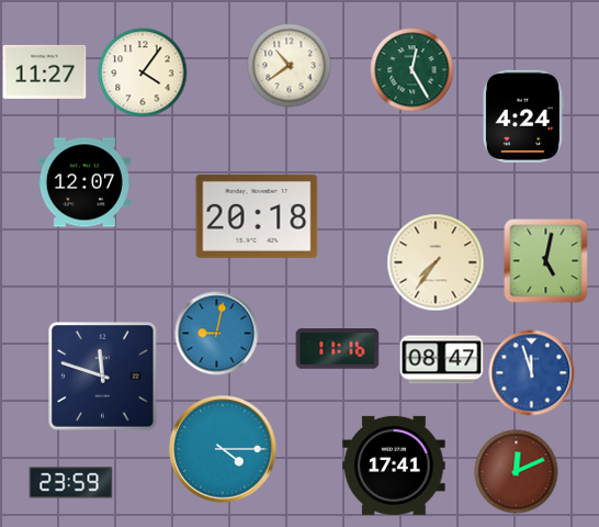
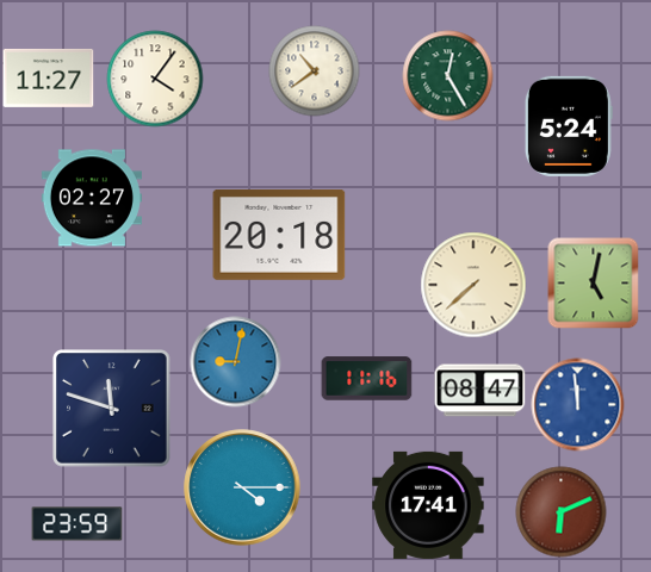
clock at (523, 116): 4:24 -> 5:24
clock at (84, 182): 12:07 -> 02:27
clock at (436, 262): 7:36 -> 7:38
clock at (532, 373): 11:57 -> 11:59
clock at (517, 472): 12:11 -> 6:11
